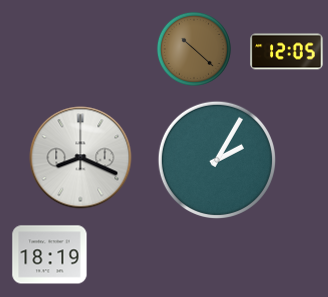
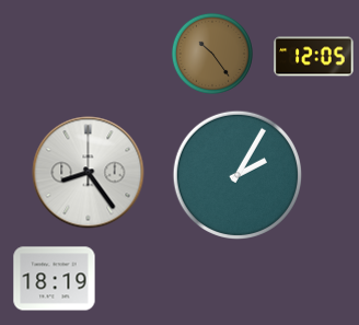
clock at (194, 49): 10:22 -> 10:24
clock at (81, 158): 8:19 -> 8:24
